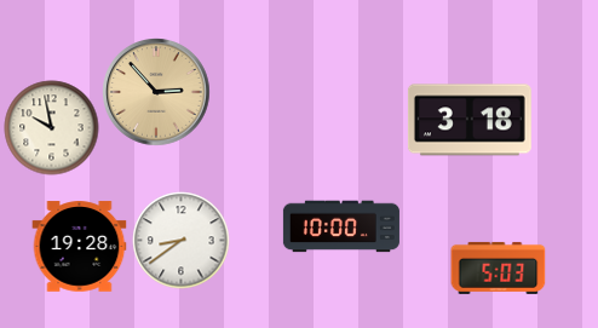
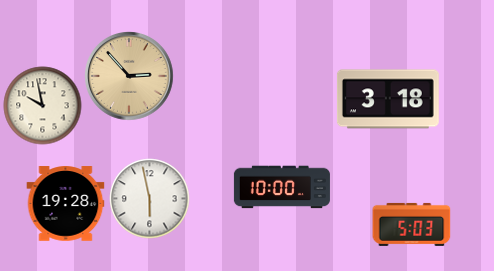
clock at (180, 240): 8:39 -> 5:58
clock at (498, 267) position: (498, 267) -> (411, 224)
